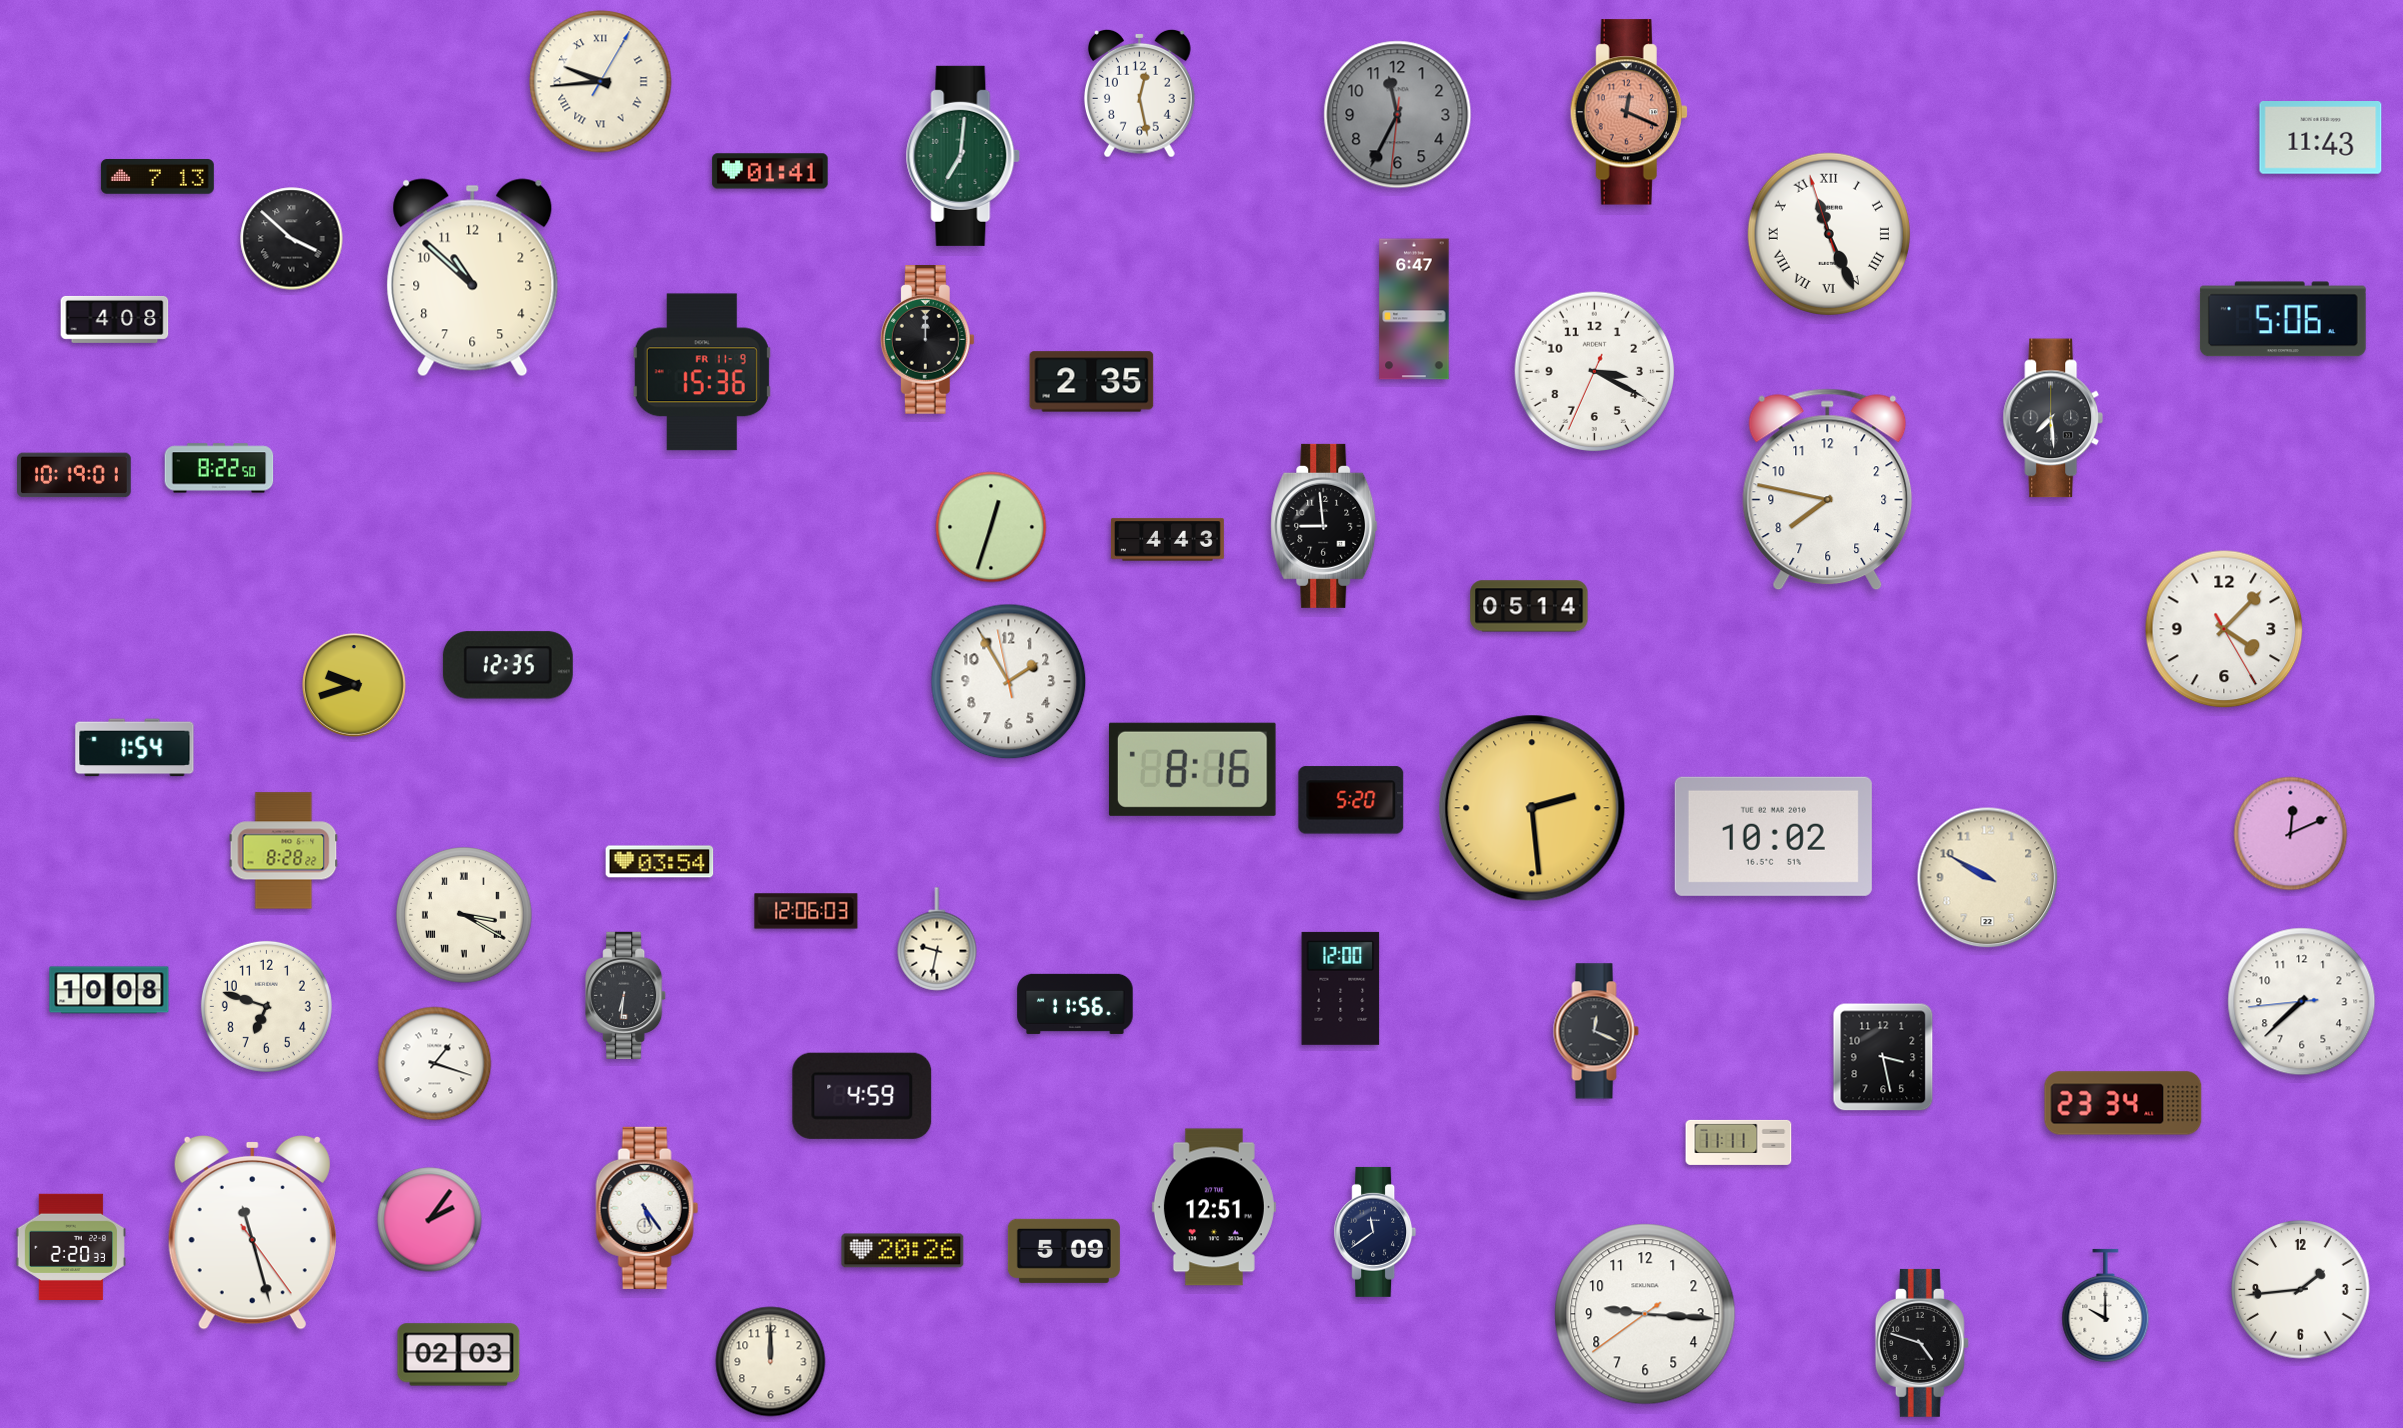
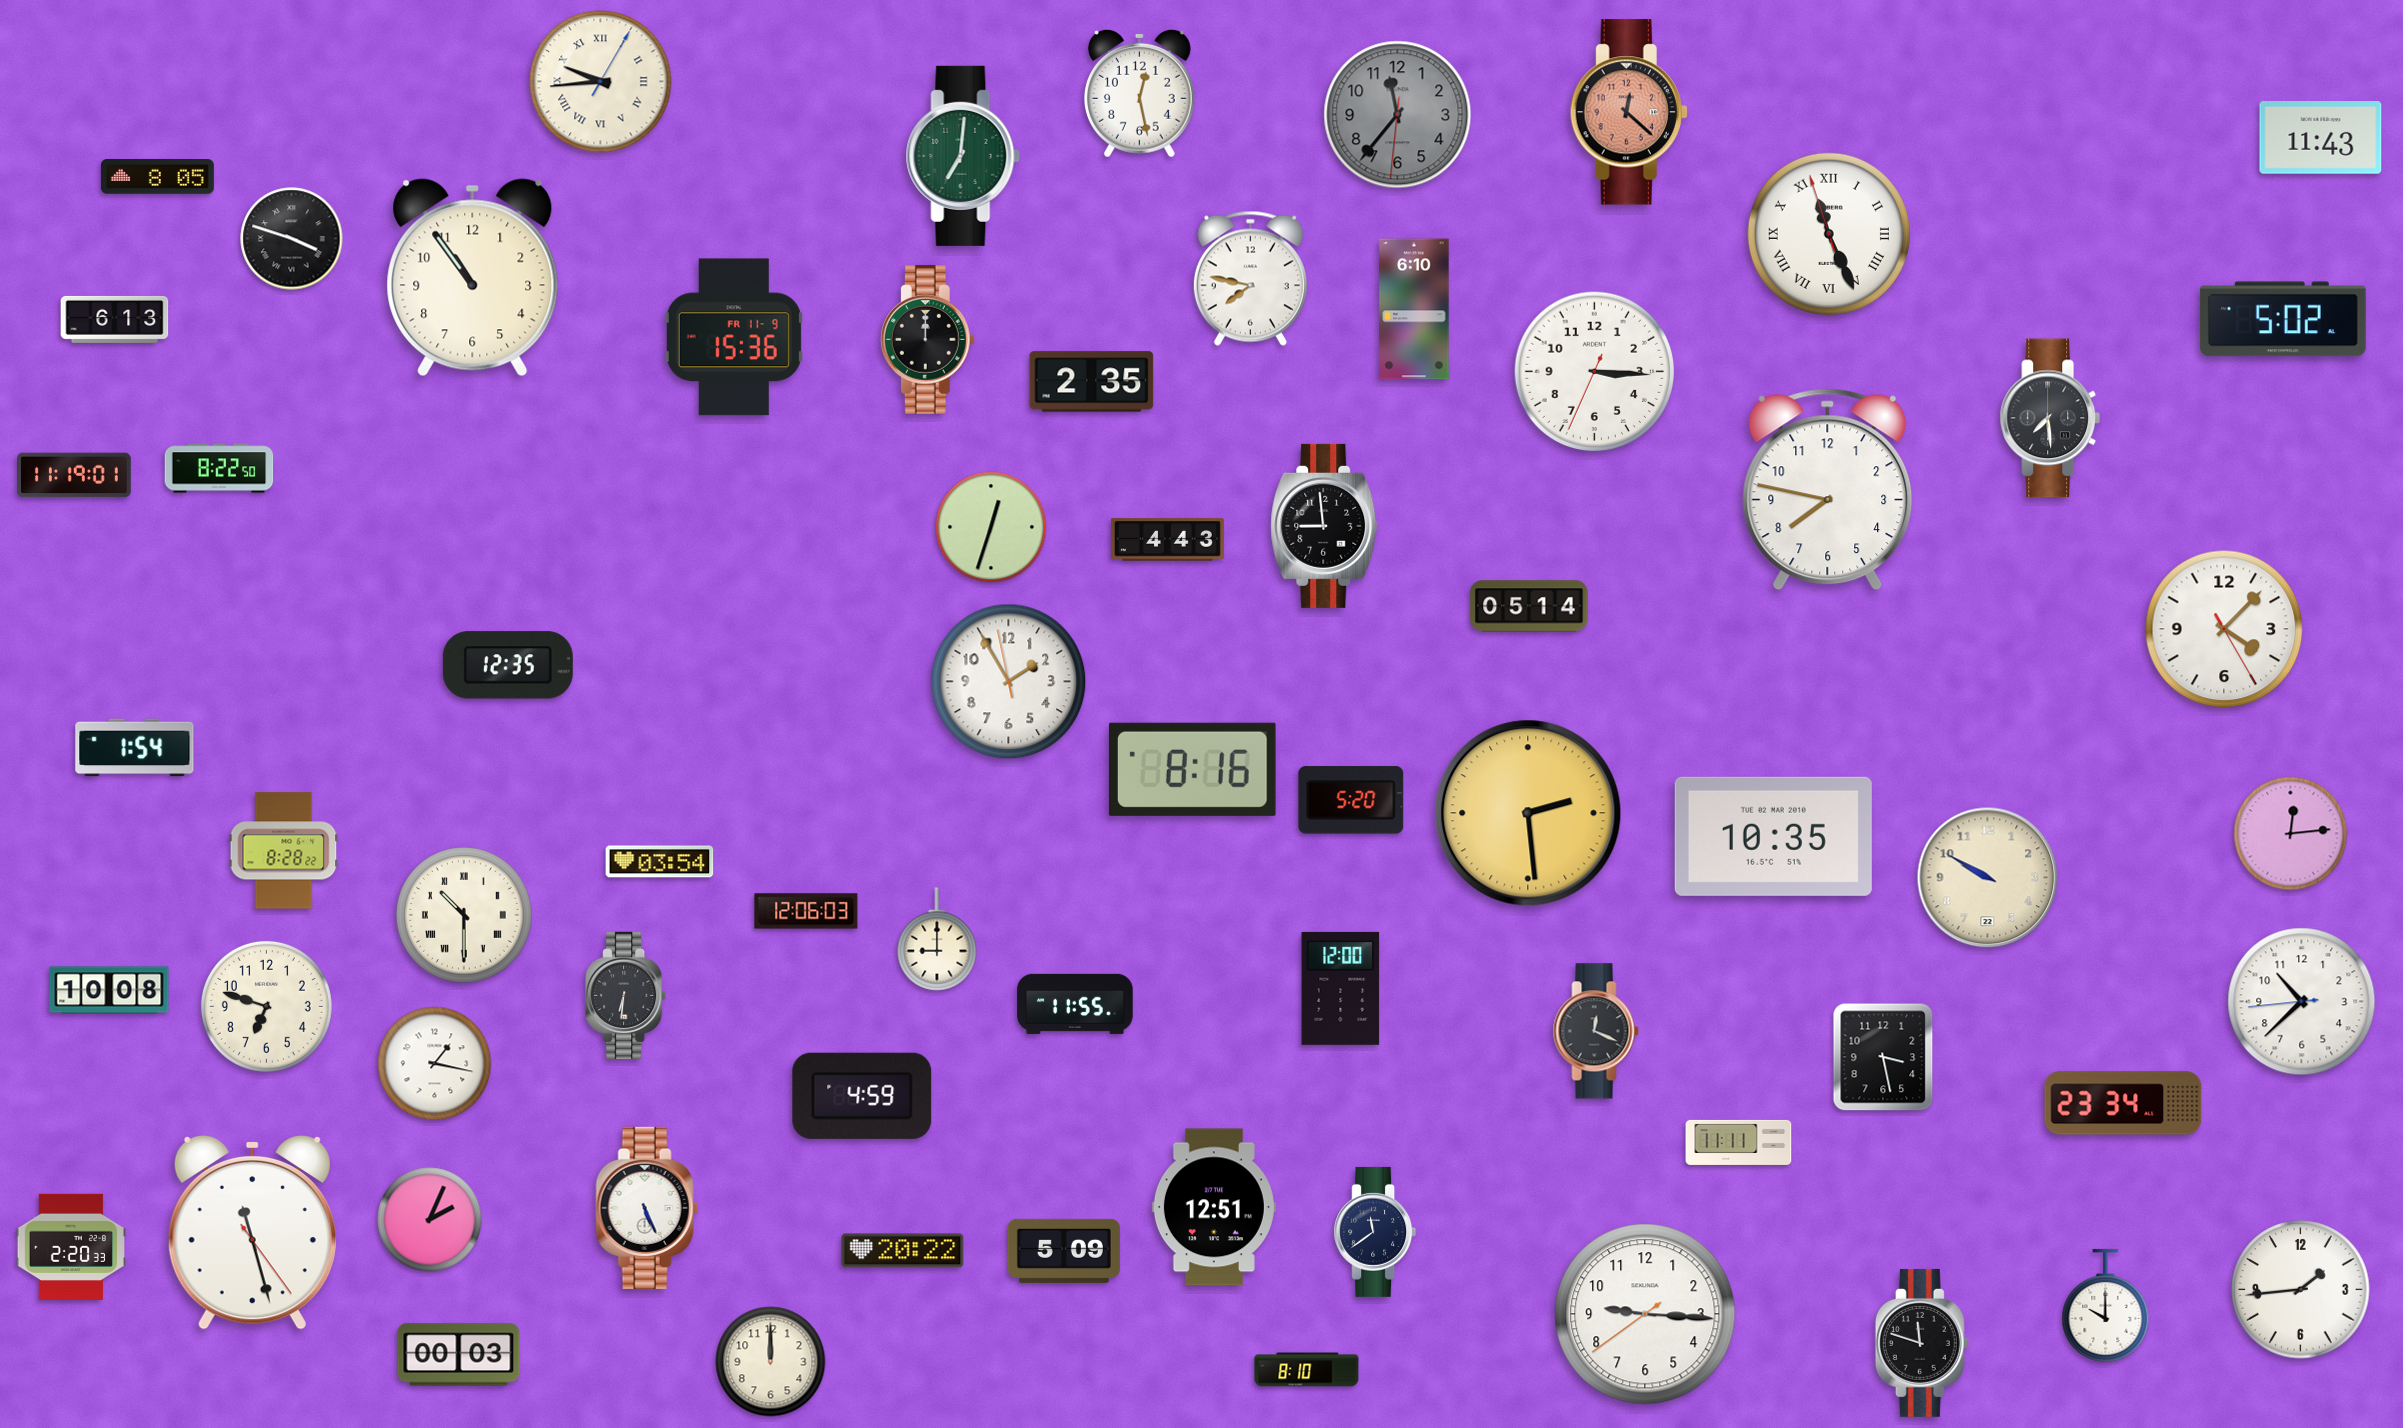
clock at (1629, 112): 12:19 -> 12:22
clock at (1398, 115): 11:34 -> 11:36
clock at (770, 171): 01:41 -> none
clock at (157, 177): 7:13 -> 8:05
clock at (292, 239): 3:52 -> 3:48
clock at (473, 278): 10:52 -> 10:54
clock at (1250, 278): none -> 7:47
clock at (1414, 309): 6:47 -> 6:10
clock at (115, 319): 4:08 -> 6:13
clock at (2283, 319): 5:06 -> 5:02
clock at (702, 372) position: (702, 372) -> (734, 337)
clock at (1595, 372): 3:19 -> 3:15
clock at (2053, 418) position: (2053, 418) -> (2050, 418)
clock at (75, 475): 10:19 -> 11:19
clock at (355, 686): 9:42 -> none
clock at (1532, 808) position: (1532, 808) -> (1528, 813)
clock at (2291, 834): 12:11 -> 12:14
clock at (1773, 836): 10:02 -> 10:35
clock at (465, 916): 3:20 -> 10:30
clock at (937, 939): 9:32 -> 9:00
clock at (2302, 1002): 7:37 -> 10:37
clock at (1075, 1004): 11:56 -> 11:55
clock at (435, 1064): 1:18 -> 1:17
clock at (647, 1208): 5:24 -> 5:26
clock at (430, 1220): 2:06 -> 2:04
clock at (903, 1251): 20:26 -> 20:22
clock at (1922, 1343): 4:48 -> 11:48
clock at (459, 1355): 02:03 -> 00:03
clock at (1307, 1370): none -> 8:10
